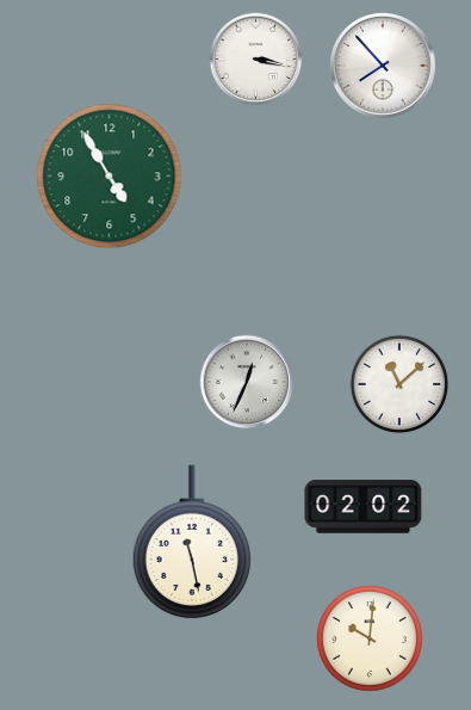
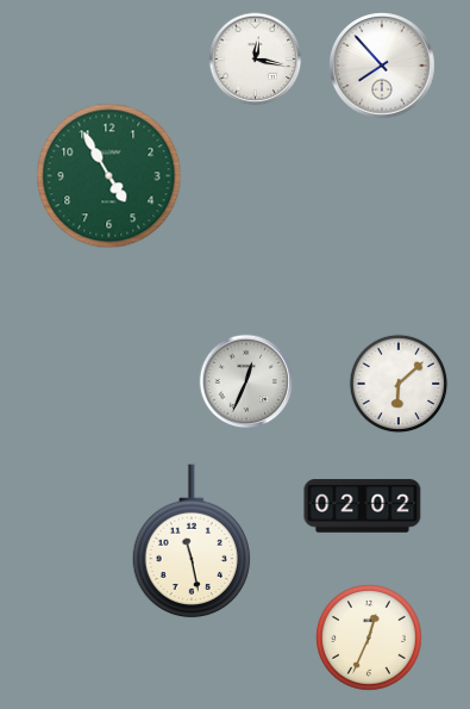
clock at (256, 60): 3:17 -> 12:17
clock at (399, 384): 11:08 -> 6:08
clock at (370, 638): 10:01 -> 12:34
